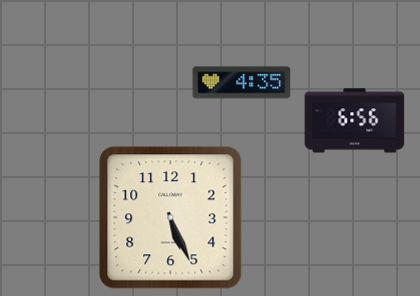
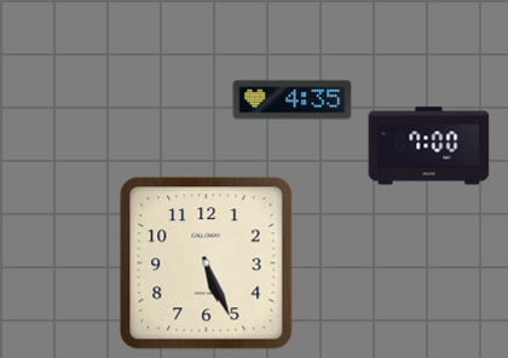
clock at (355, 121): 6:56 -> 7:00
